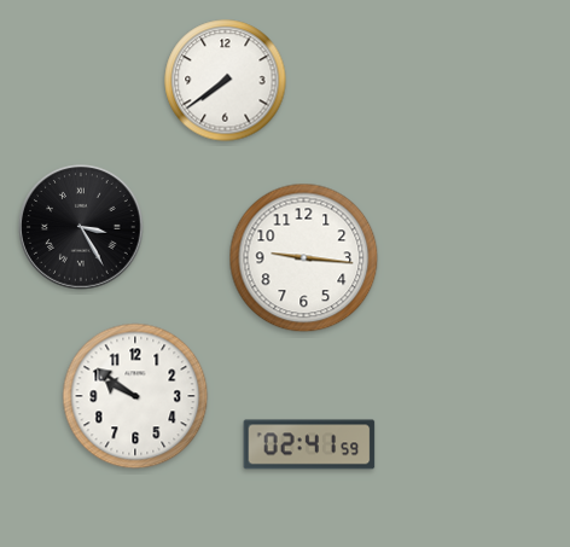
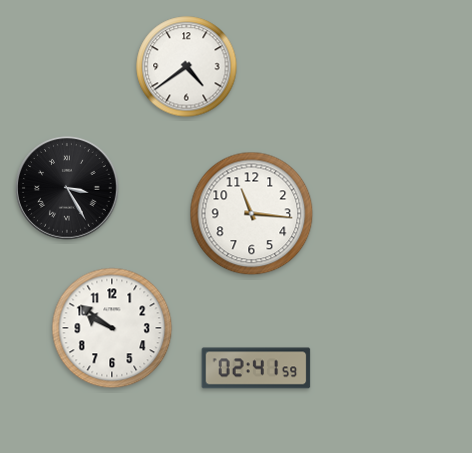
clock at (226, 81): 7:39 -> 4:39
clock at (304, 258): 9:16 -> 11:16
